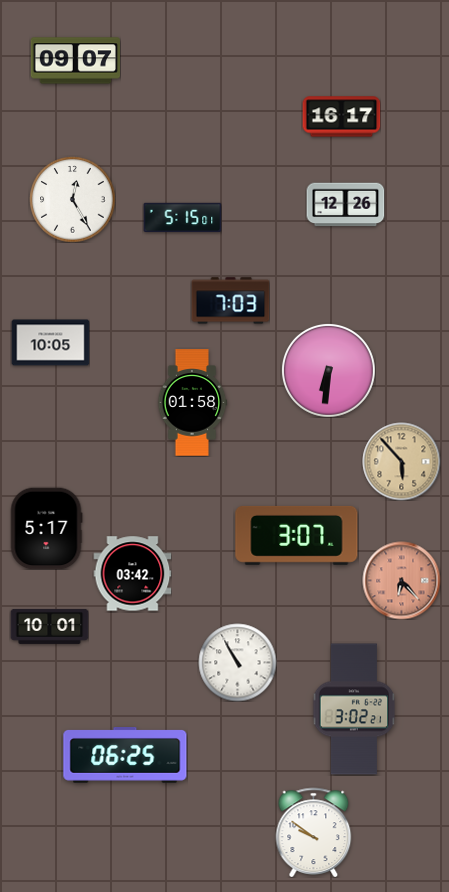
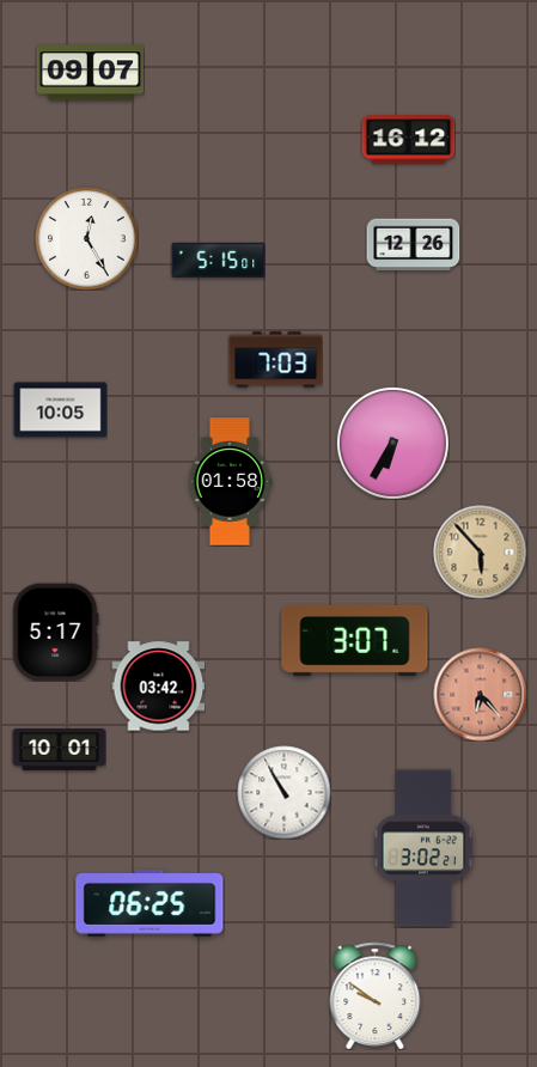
clock at (341, 117): 16:17 -> 16:12
clock at (328, 370): 6:31 -> 6:35
